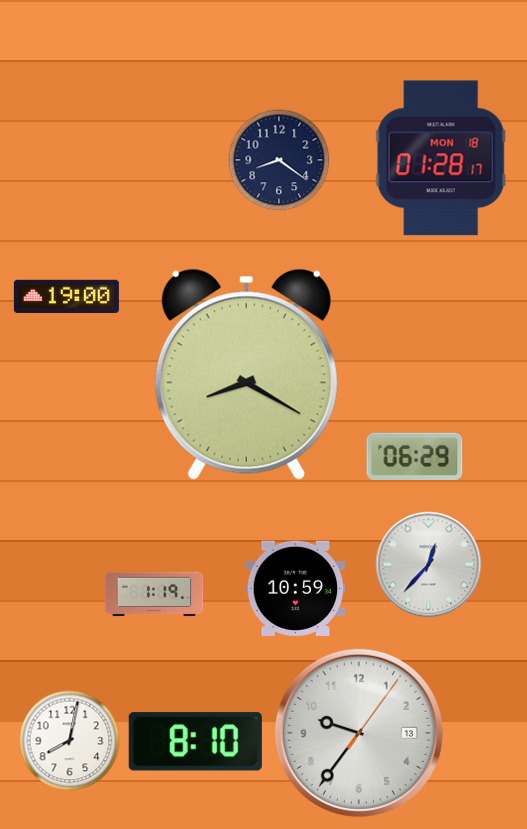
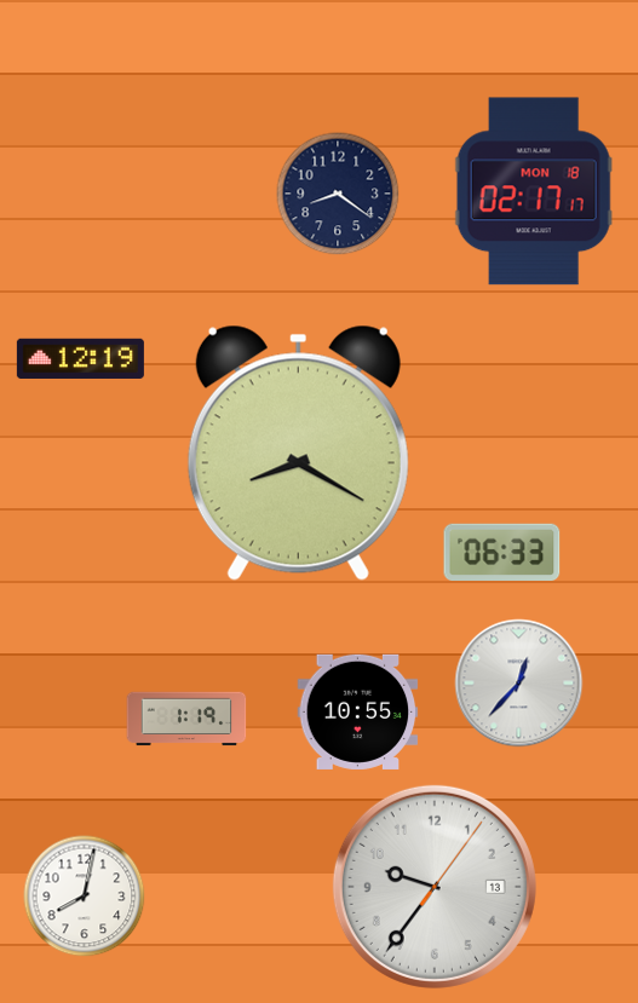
clock at (441, 158): 01:28 -> 02:17
clock at (66, 296): 19:00 -> 12:19
clock at (415, 457): 06:29 -> 06:33
clock at (296, 588): 10:59 -> 10:55
clock at (195, 742): 8:10 -> none
